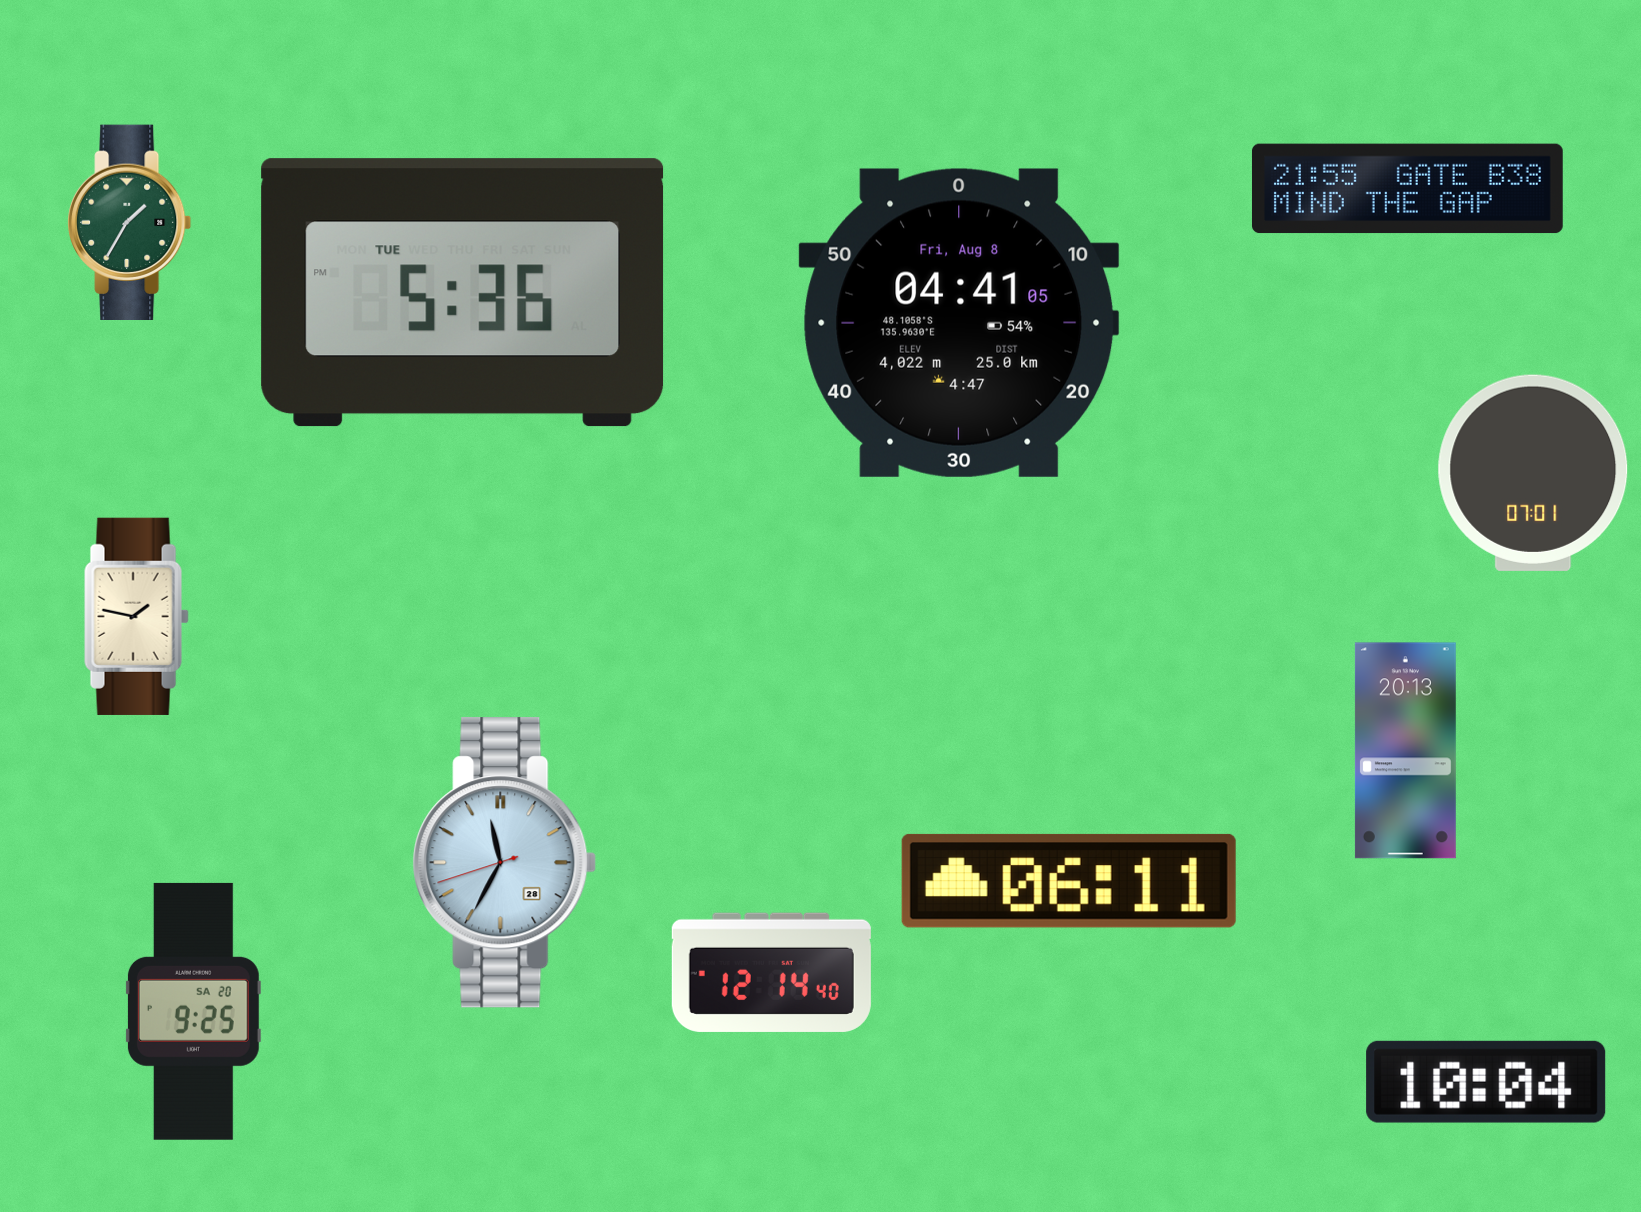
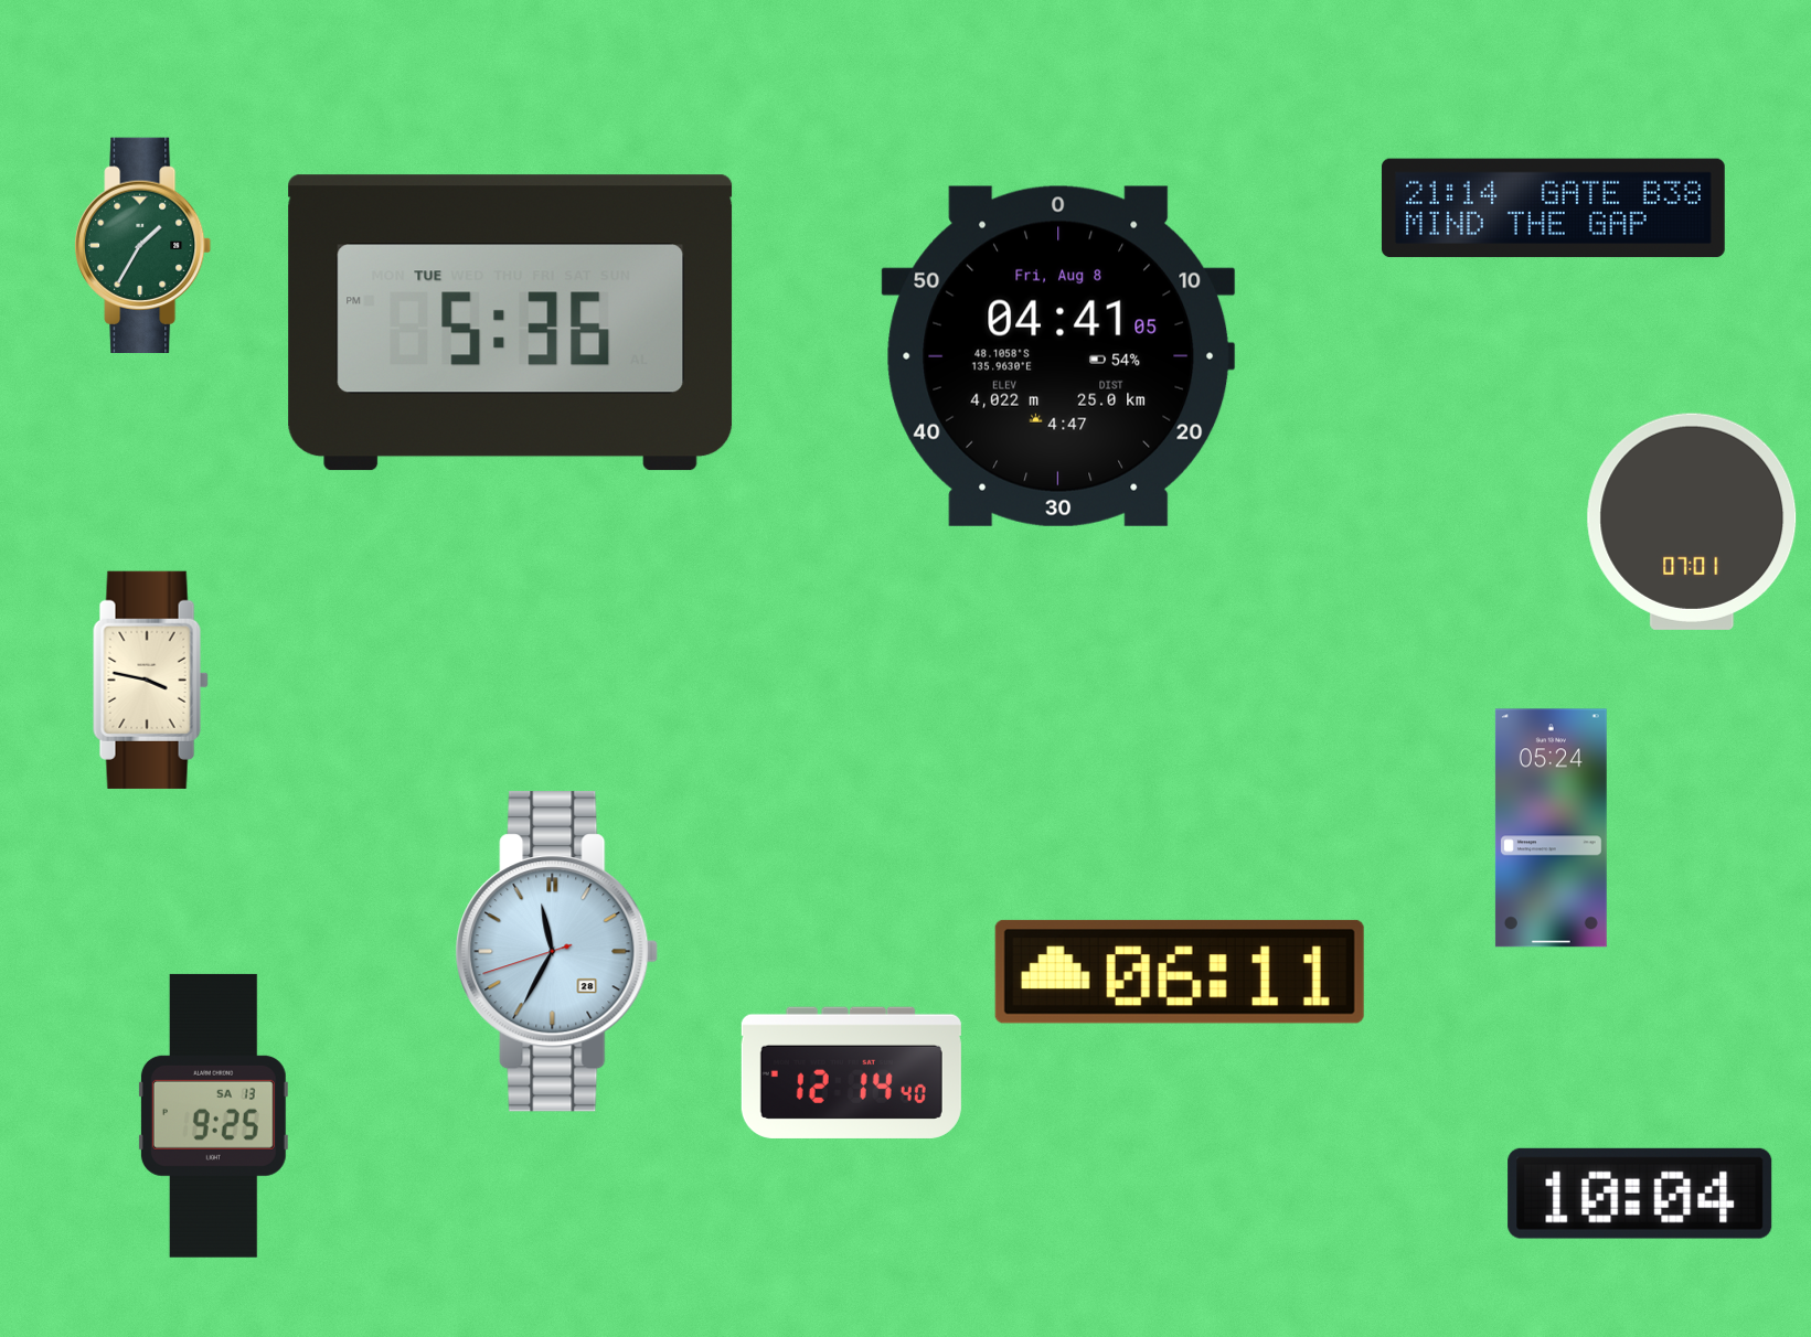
clock at (1407, 189): 21:55 -> 21:14
clock at (137, 616): 1:47 -> 3:47
clock at (1405, 751): 20:13 -> 05:24
clock at (193, 1011) date: SA 20 -> SA 13
